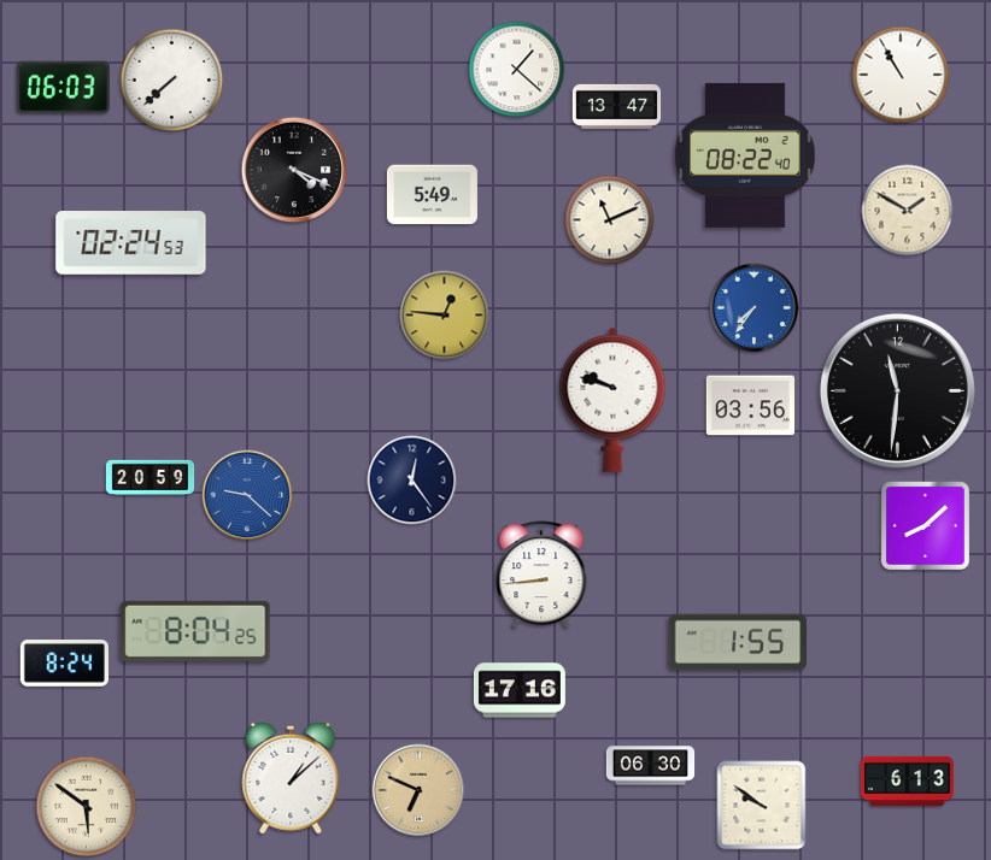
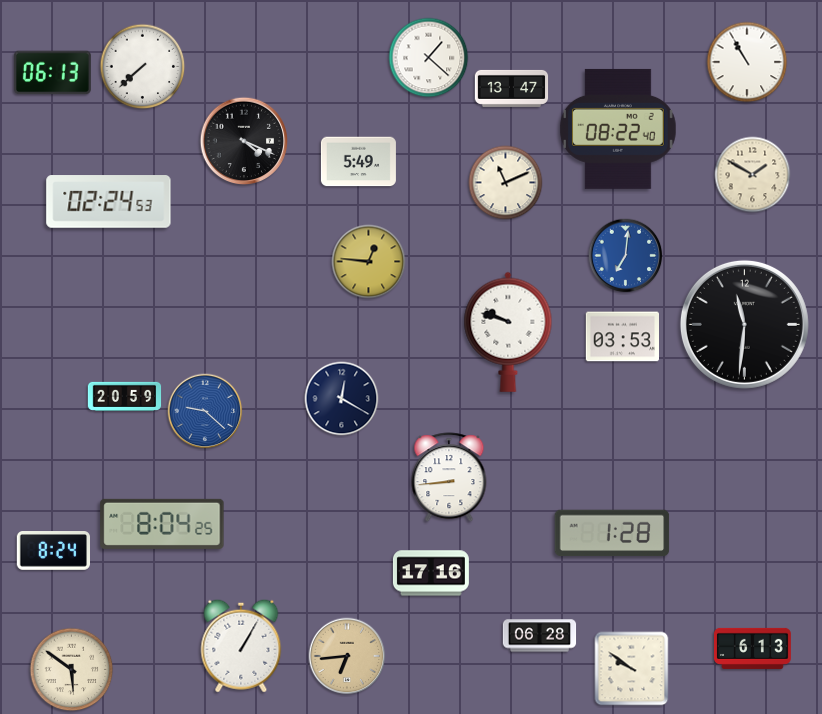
clock at (63, 88): 06:03 -> 06:13
clock at (755, 308): 7:36 -> 7:01
clock at (750, 406): 03:56 -> 03:53
clock at (412, 481): 12:24 -> 12:20
clock at (925, 525): 8:08 -> none
clock at (738, 642): 1:55 -> 1:28
clock at (651, 766): 06:30 -> 06:28
clock at (291, 778): 1:08 -> 1:05
clock at (418, 790): 6:49 -> 6:44
